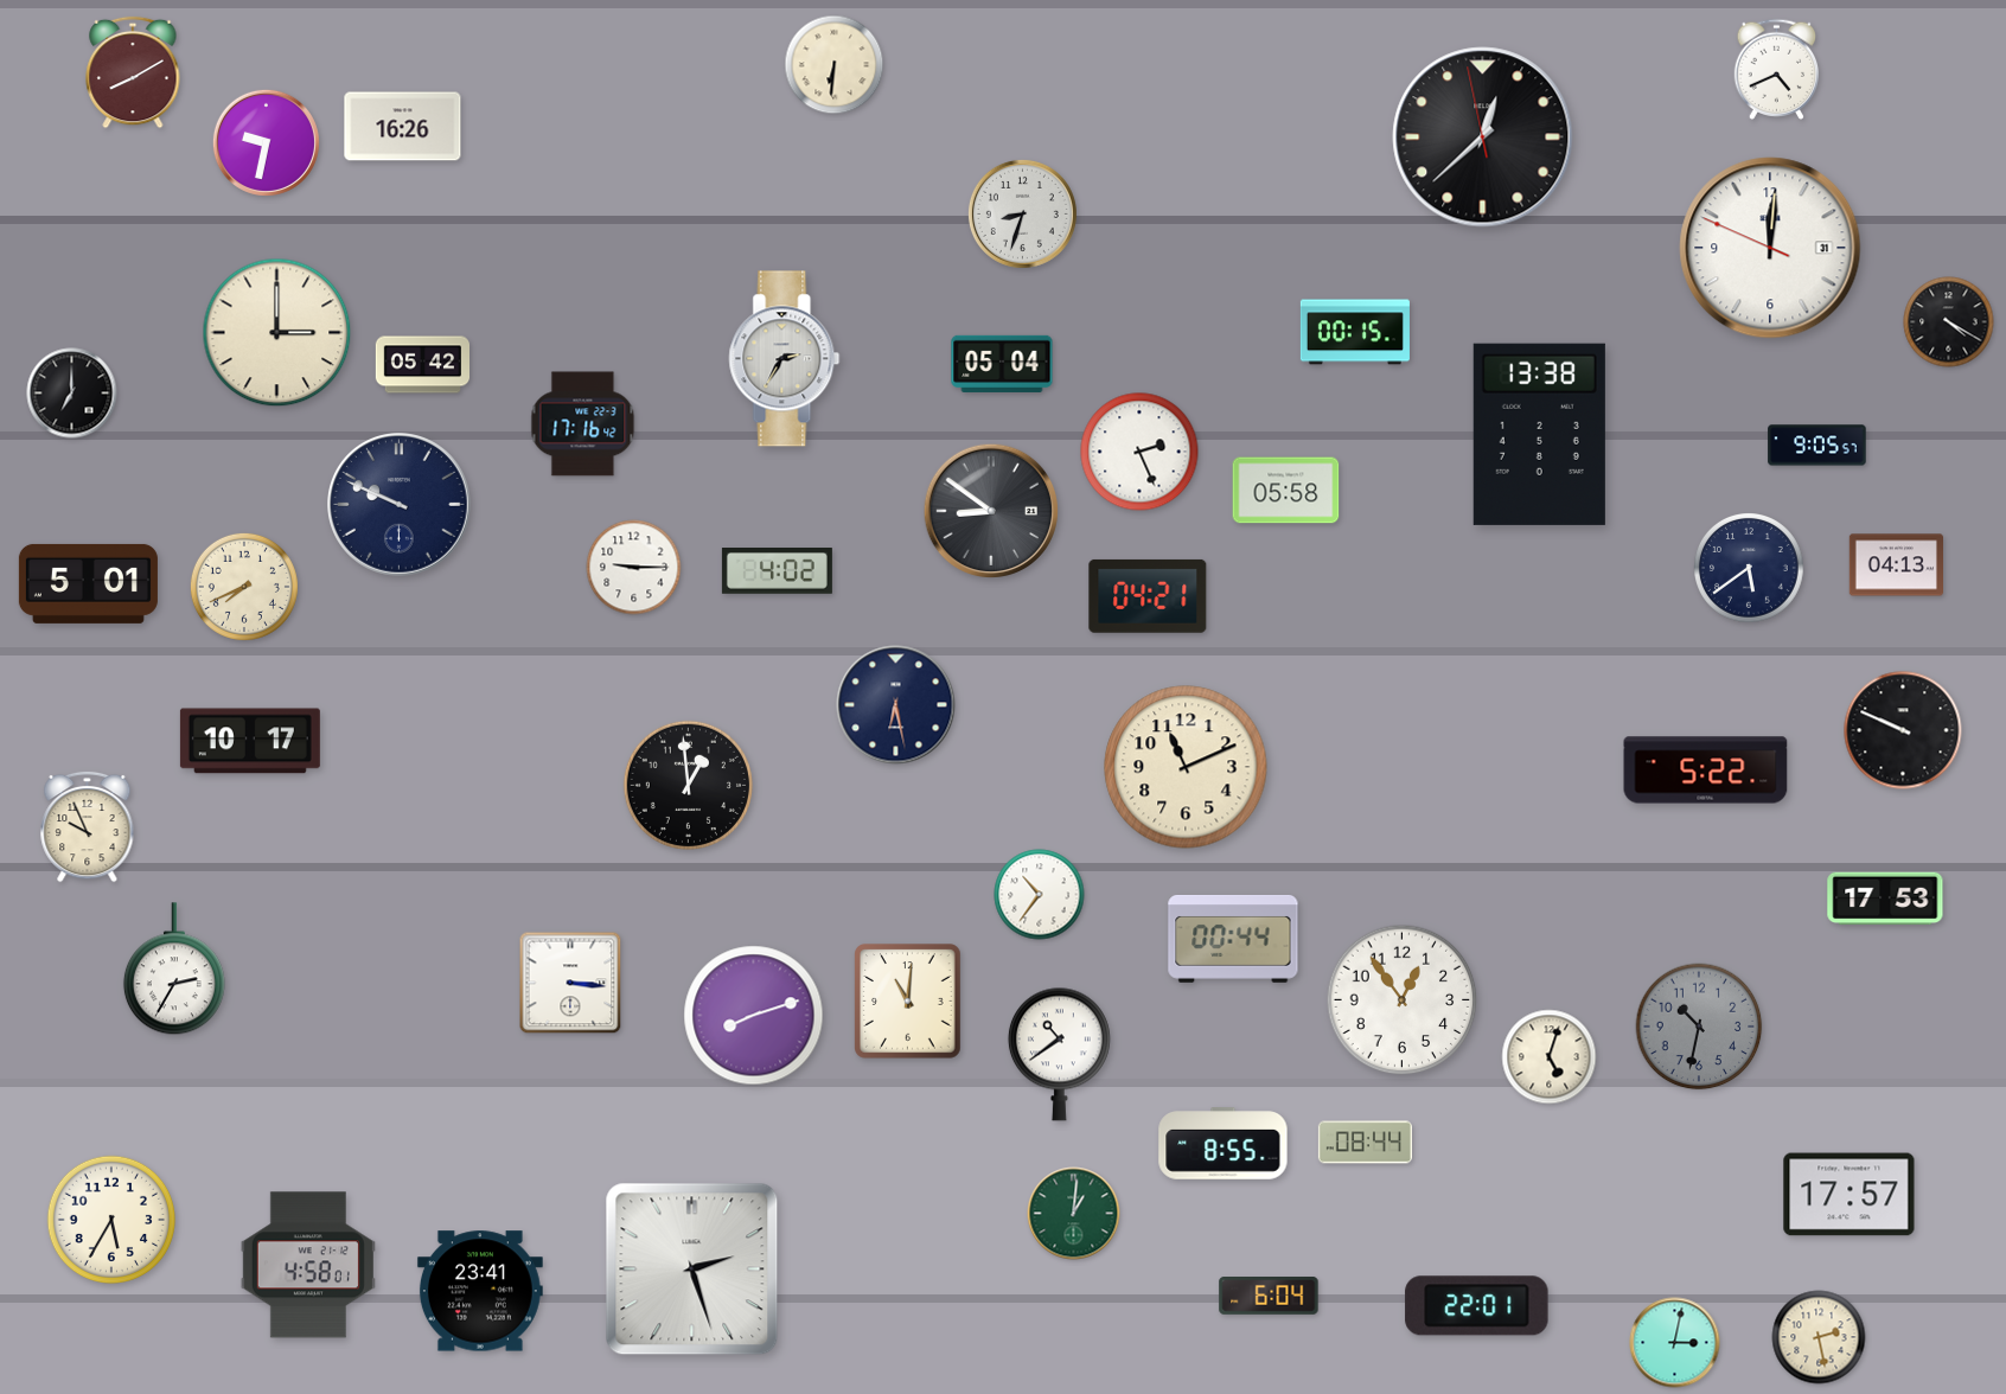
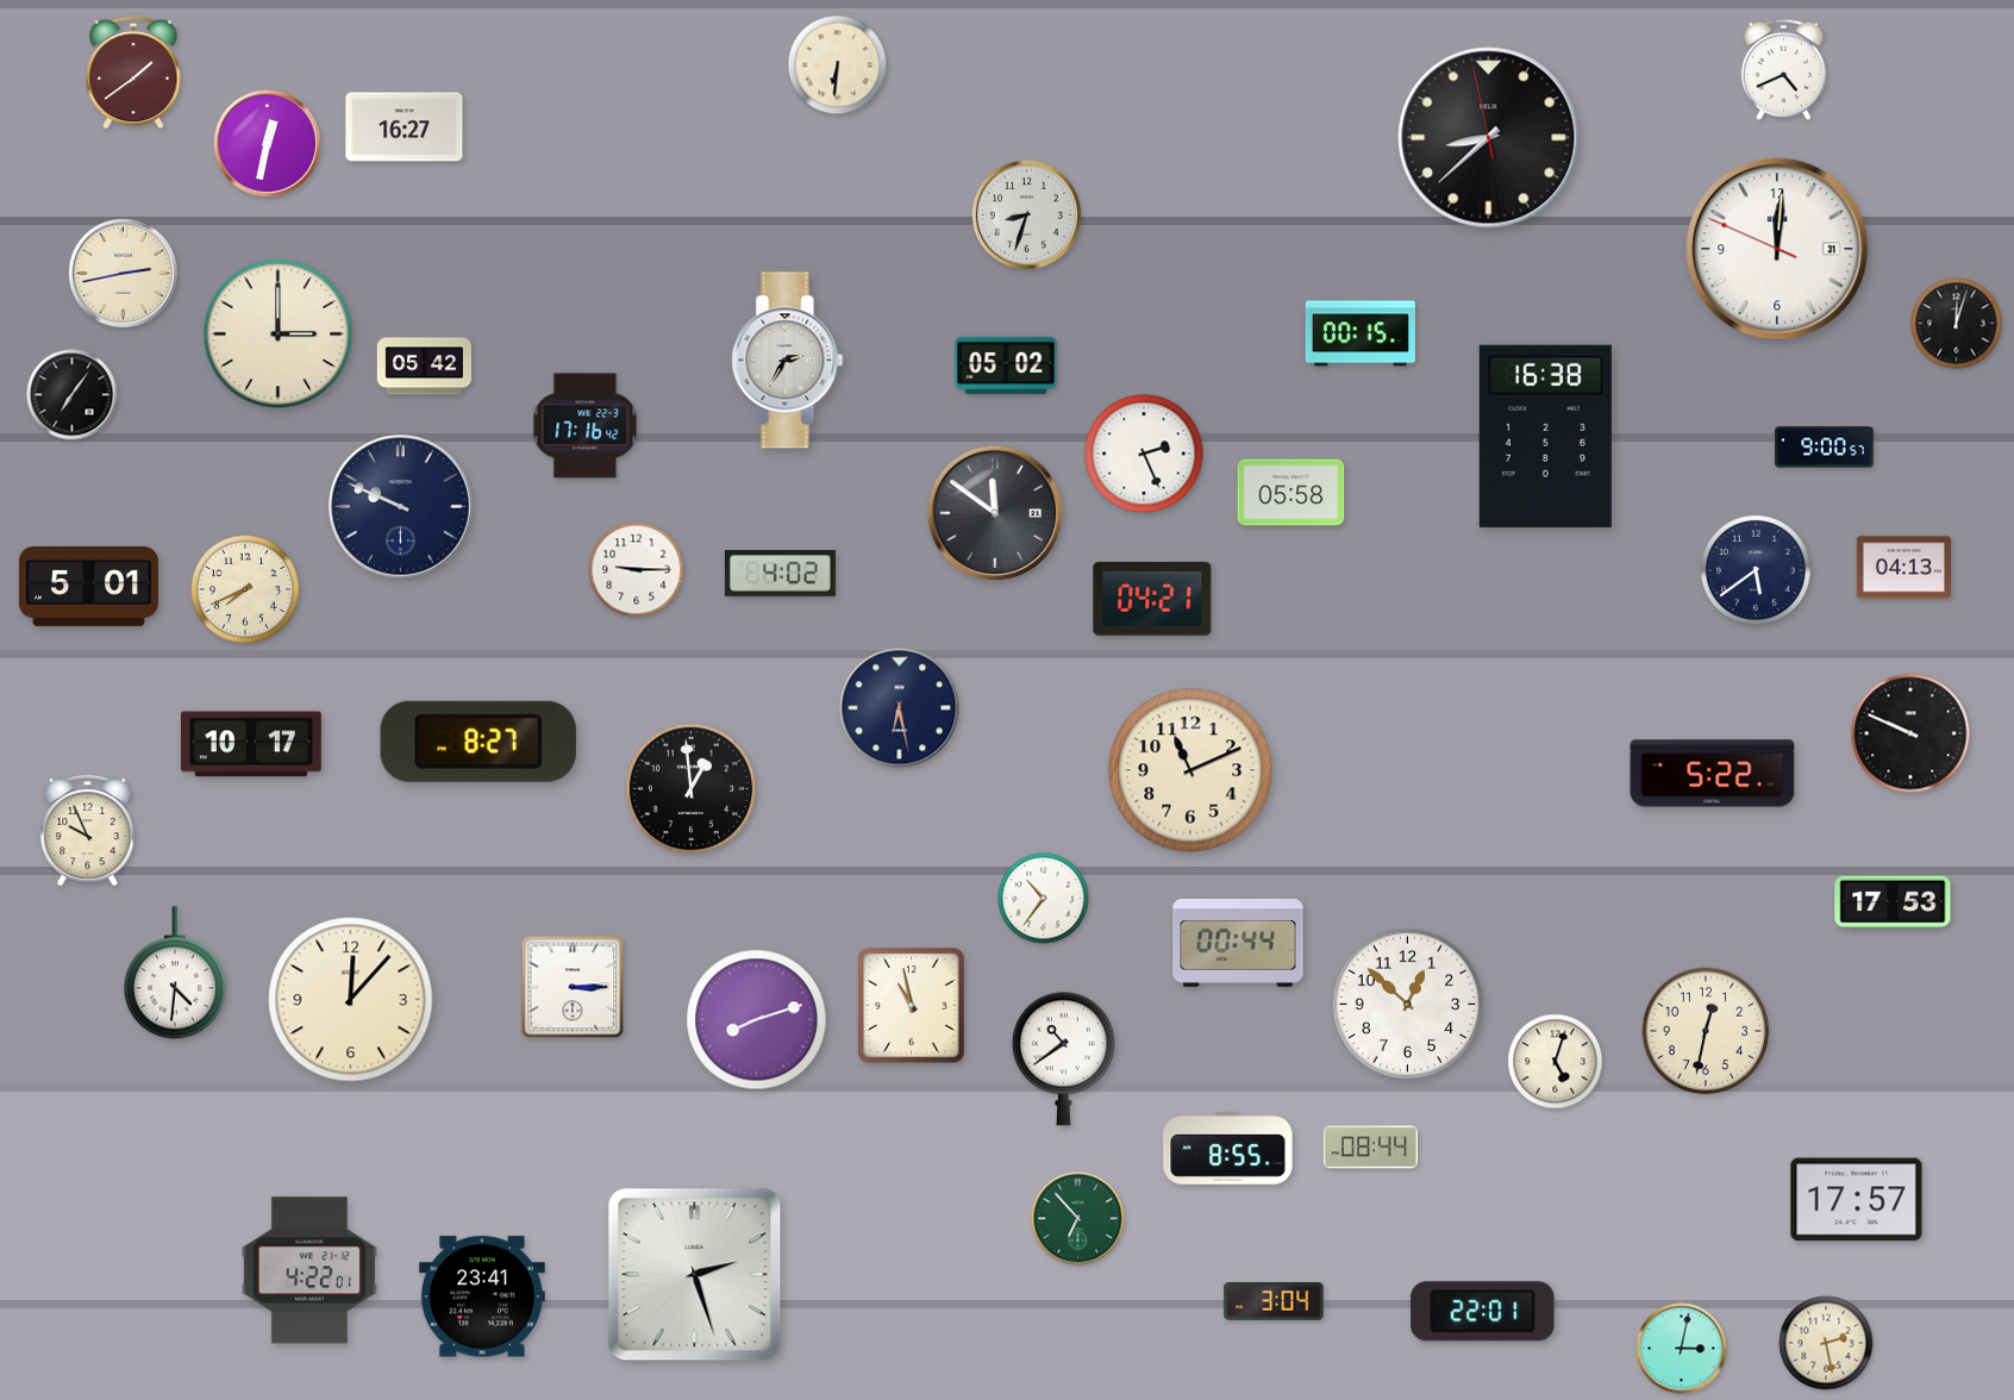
clock at (133, 72): 8:10 -> 1:39
clock at (403, 127): 16:26 -> 16:27
clock at (1483, 138): 12:37 -> 8:37
clock at (266, 142): 9:32 -> 12:32
clock at (123, 273): none -> 2:43
clock at (1949, 322): 4:20 -> 12:03
clock at (1002, 364): 05:04 -> 05:02
clock at (72, 394): 7:00 -> 7:06
clock at (1539, 434): 13:38 -> 16:38
clock at (1817, 446): 9:05 -> 9:00
clock at (991, 511): 8:51 -> 11:51
clock at (479, 742): none -> 8:27
clock at (174, 970): 2:35 -> 4:31
clock at (570, 983): 3:16 -> 3:15
clock at (351, 1000): none -> 12:07
clock at (1403, 1000): 12:54 -> 12:52
clock at (908, 1002): 11:01 -> 10:58
clock at (1699, 1027): 10:32 -> 12:32
clock at (1699, 1027) dial: grey -> cream
clock at (1074, 1214): 1:01 -> 6:53
clock at (111, 1220): 5:35 -> none
clock at (308, 1265): 4:58 -> 4:22
clock at (1269, 1297): 6:04 -> 3:04
